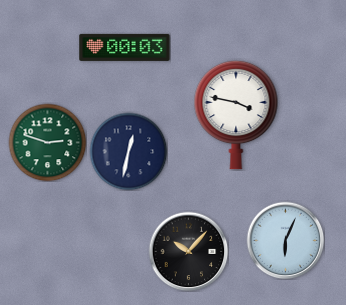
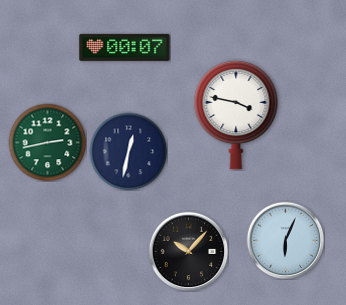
clock at (125, 47): 00:03 -> 00:07
clock at (47, 142): 2:48 -> 2:43
